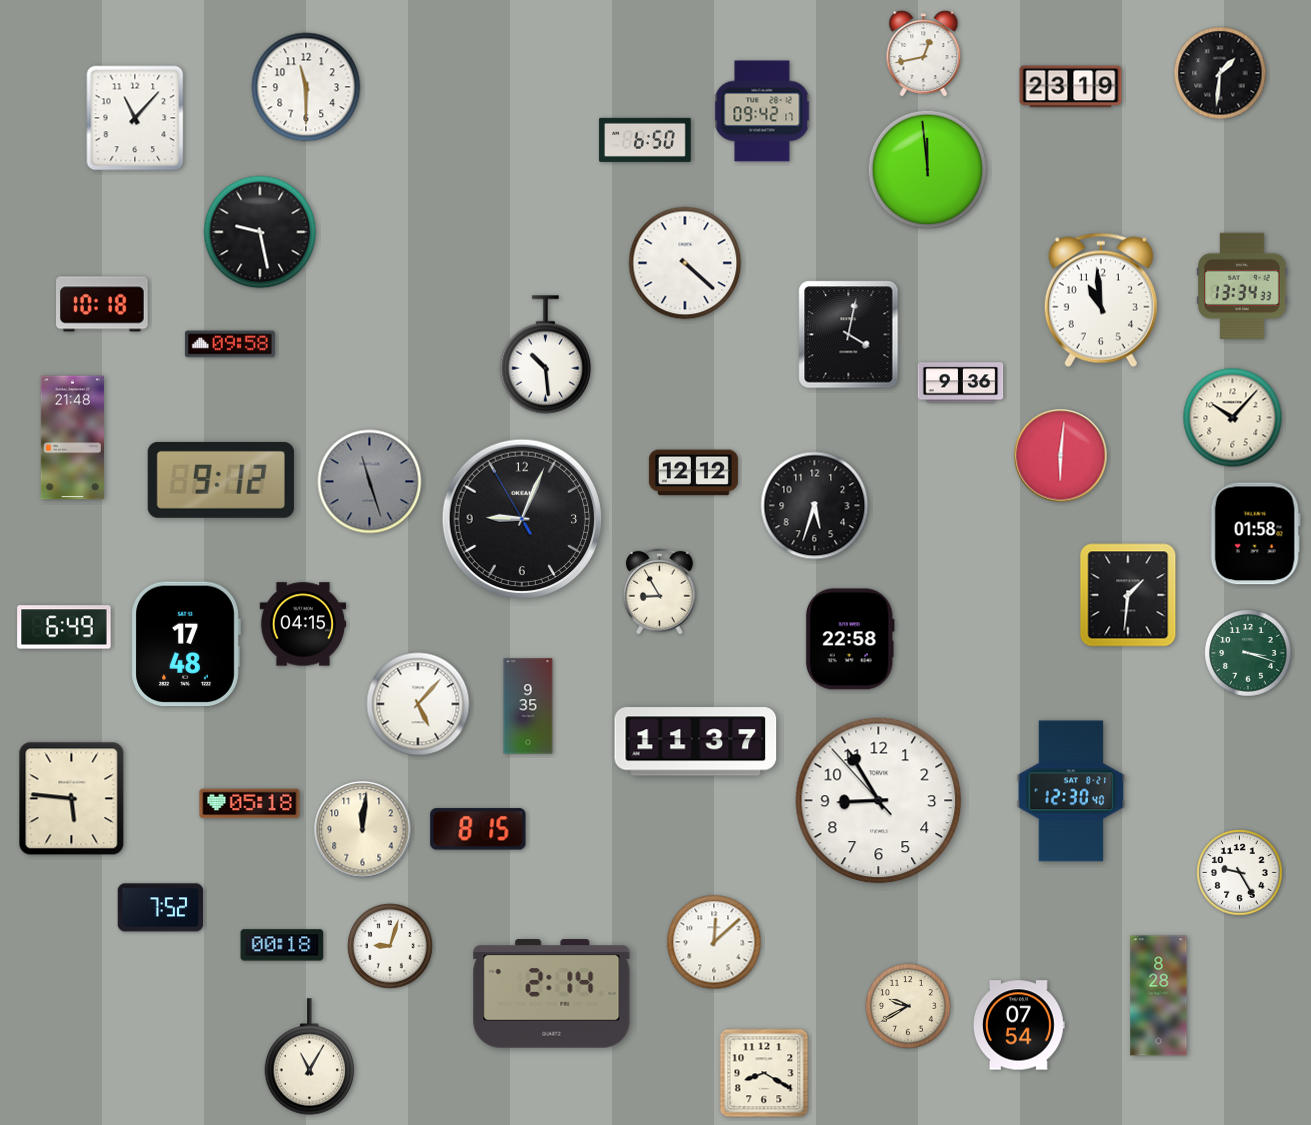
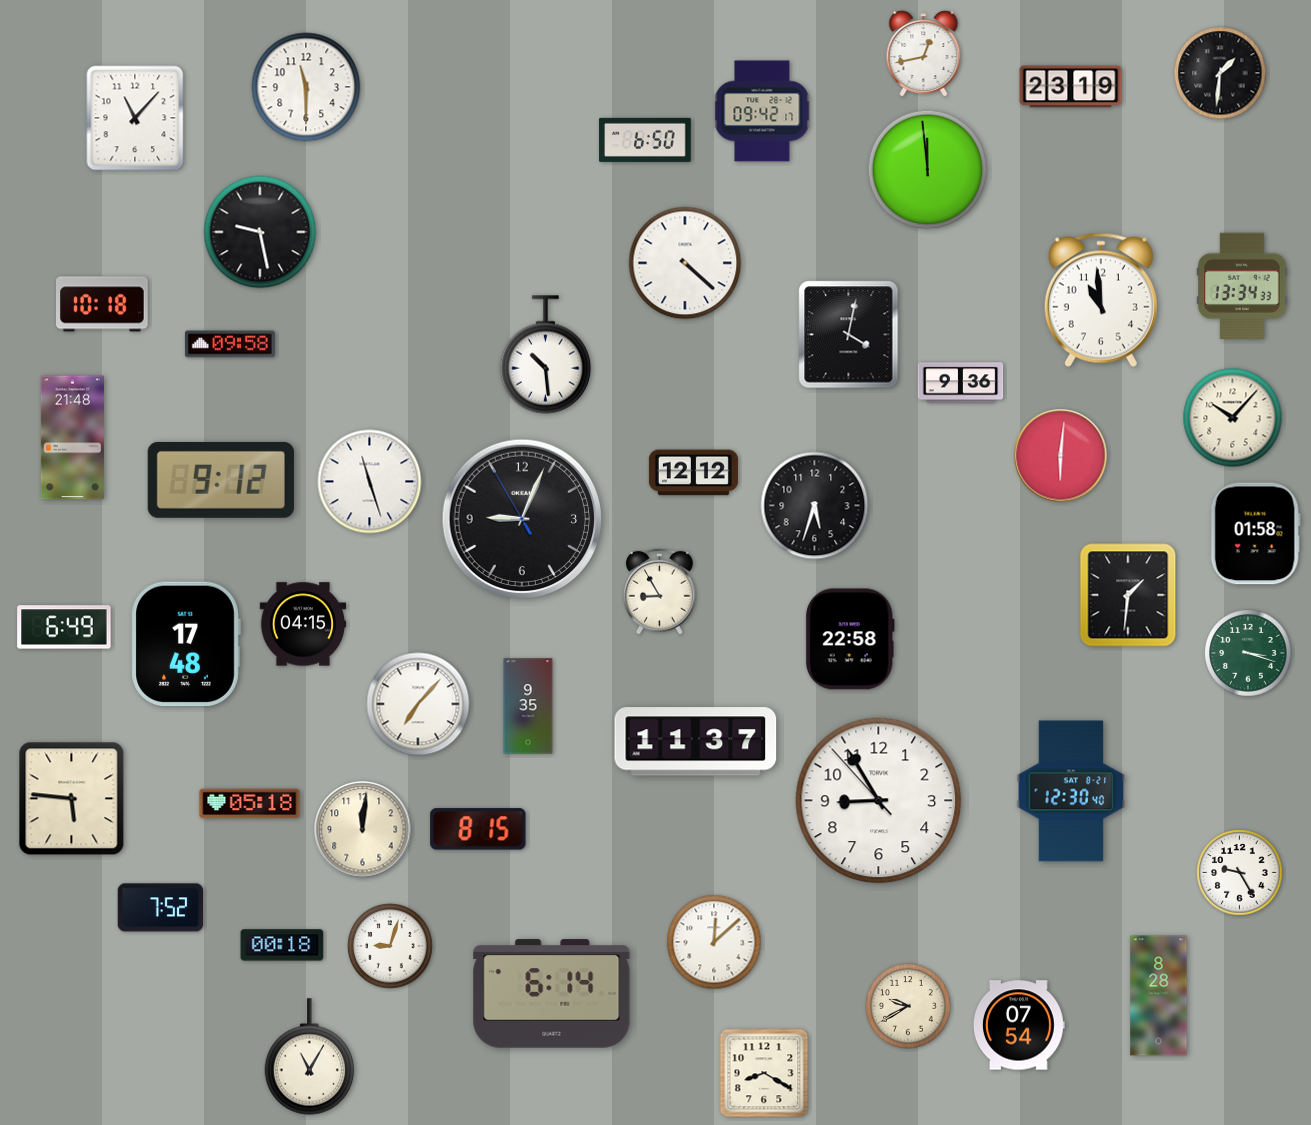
clock at (370, 482) dial: grey -> white
clock at (418, 704): 5:07 -> 7:07
clock at (552, 994): 2:14 -> 6:14
